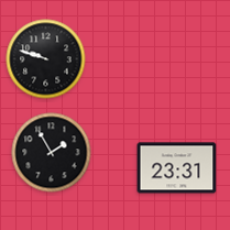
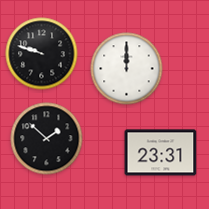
clock at (127, 69): none -> 12:00
clock at (52, 153): 1:55 -> 1:52
